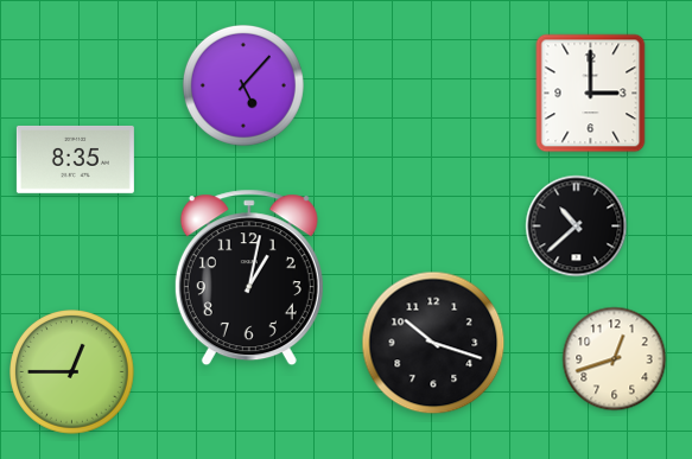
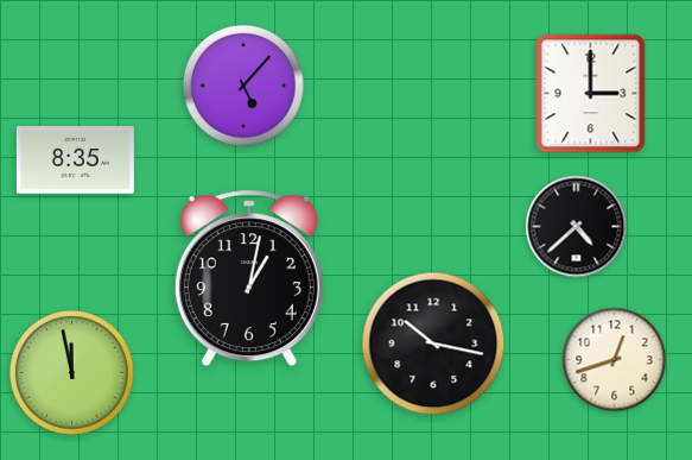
clock at (577, 227): 10:38 -> 4:38
clock at (433, 343): 10:18 -> 10:17
clock at (72, 372): 12:45 -> 11:58
